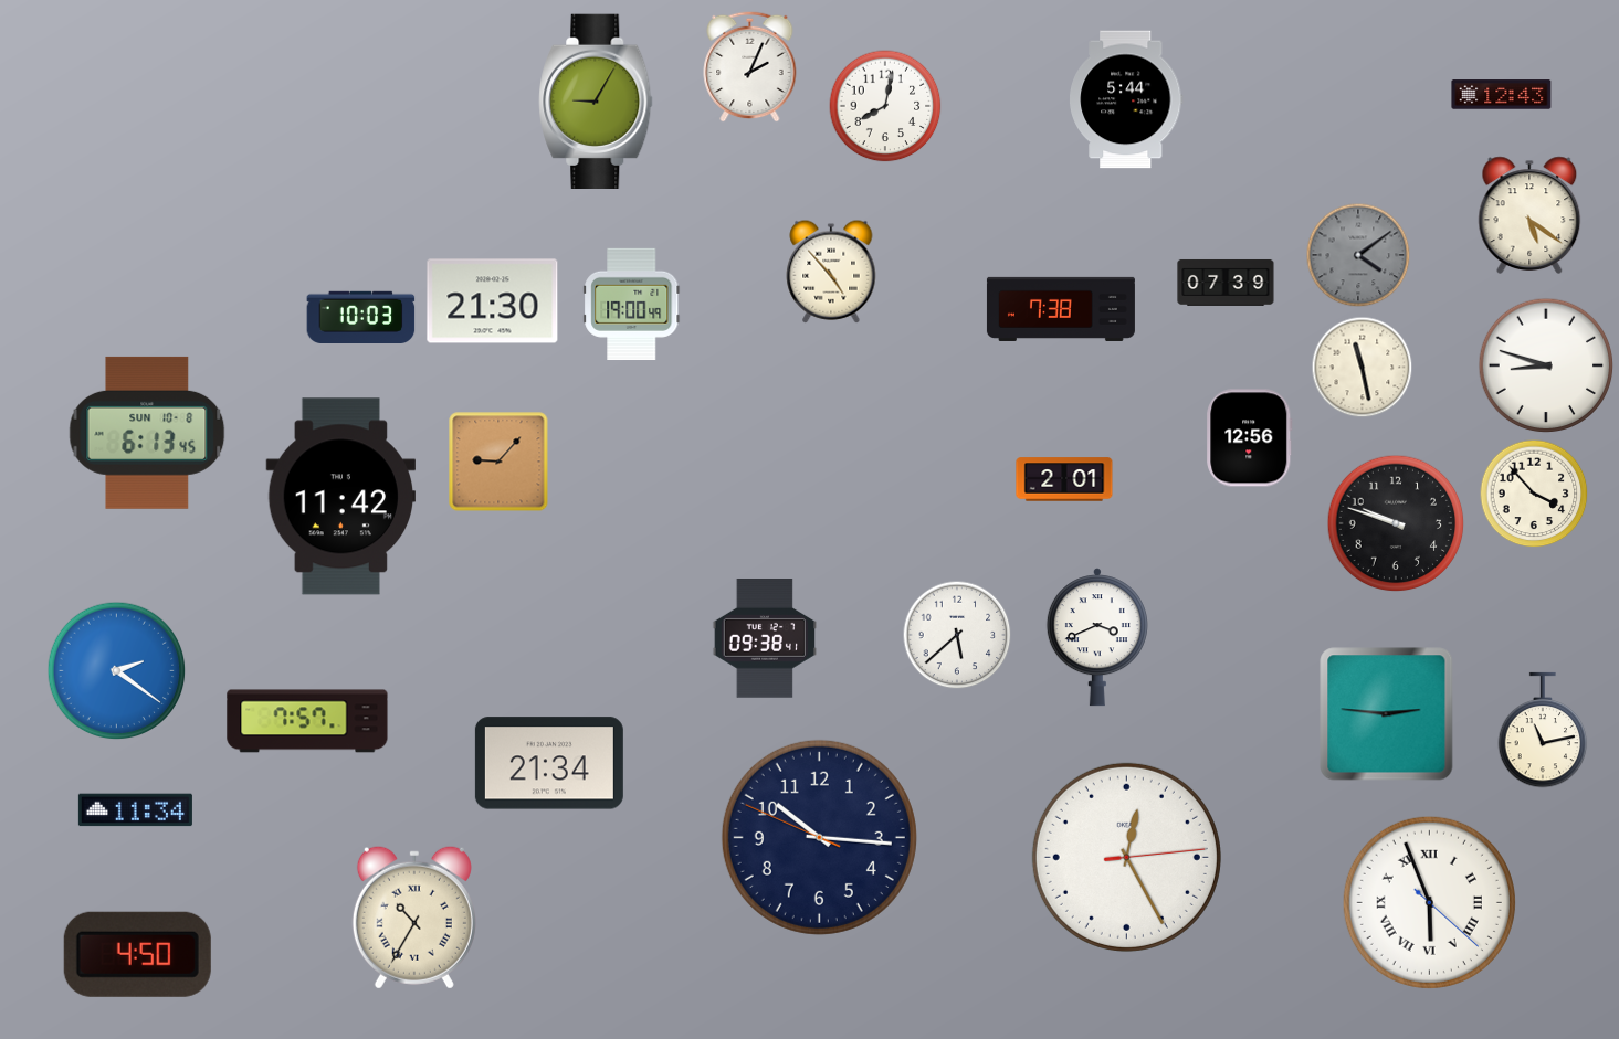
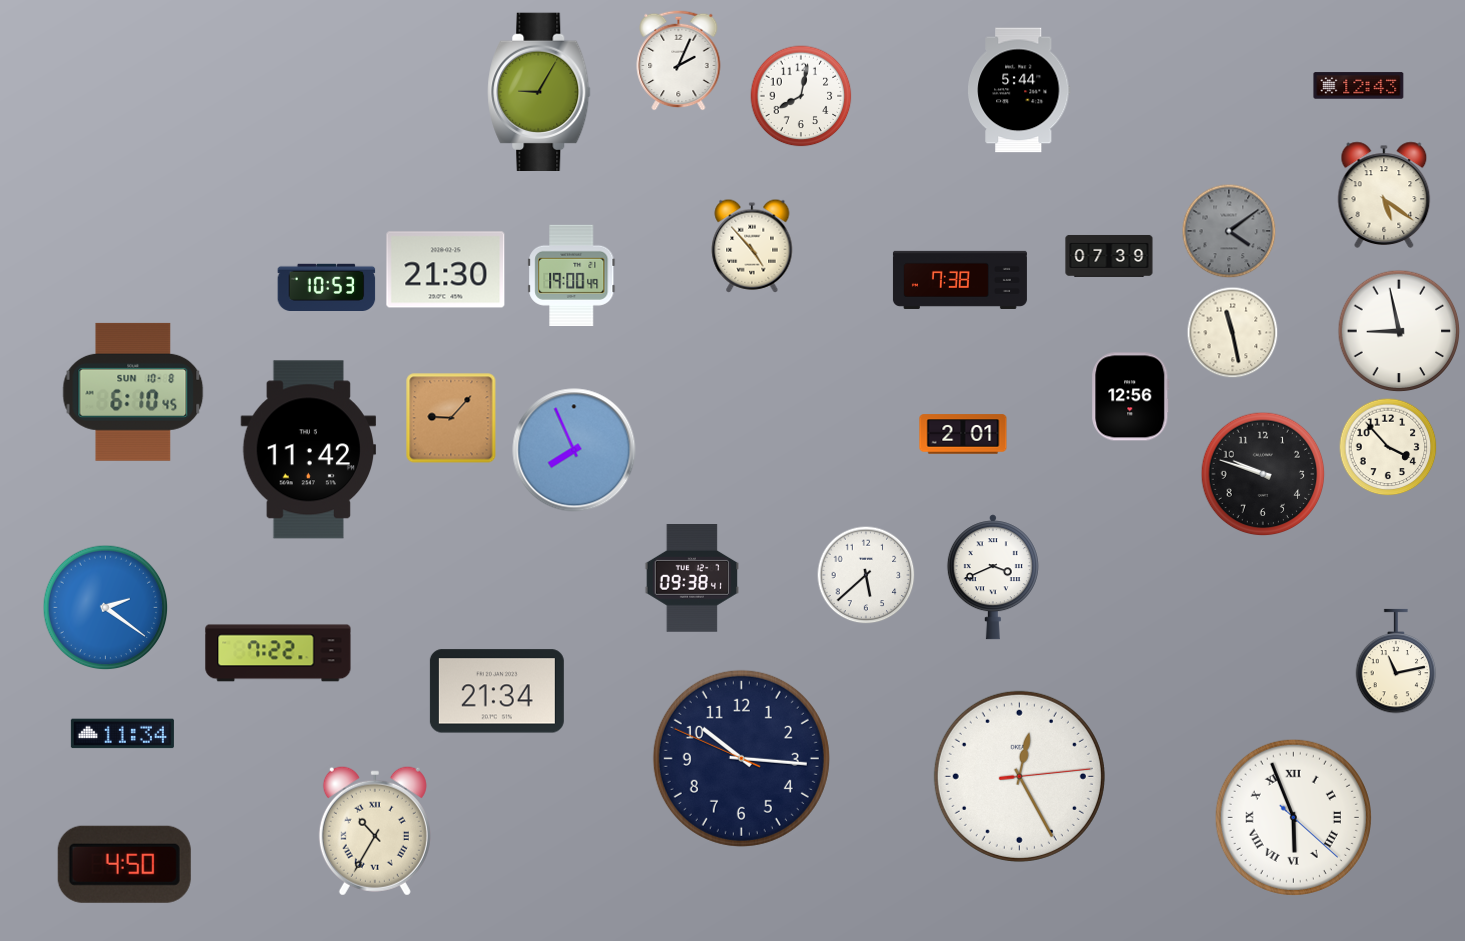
clock at (493, 301) position: (493, 301) -> (446, 270)
clock at (361, 317): 10:03 -> 10:53
clock at (1546, 365): 8:48 -> 8:58
clock at (147, 433): 6:13 -> 6:10
clock at (574, 450): none -> 7:56
clock at (1387, 714): 2:46 -> none
clock at (307, 721): 7:57 -> 7:22
